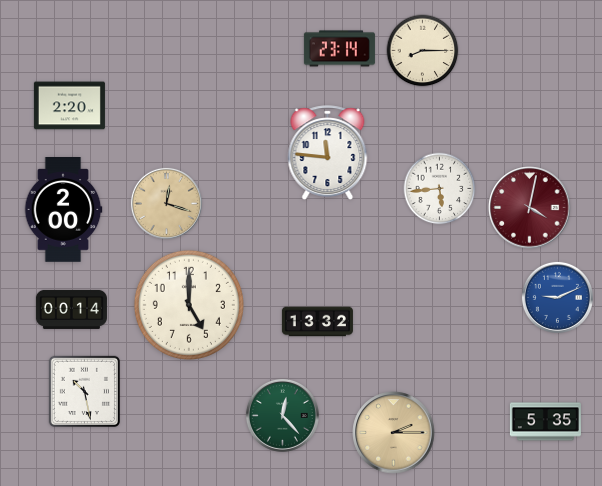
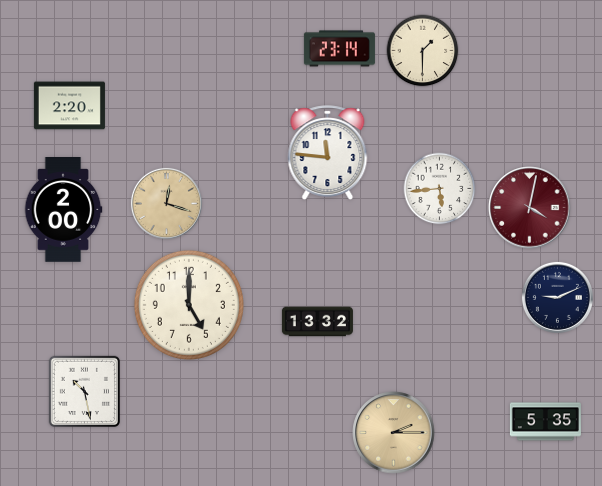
clock at (423, 51): 8:15 -> 1:30
clock at (557, 297) dial: blue -> navy
clock at (71, 309): 00:14 -> none
clock at (282, 415): 12:23 -> none
